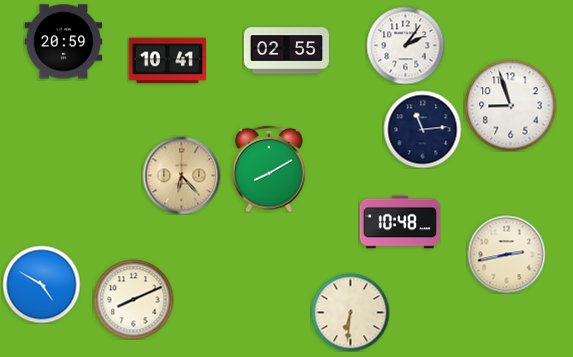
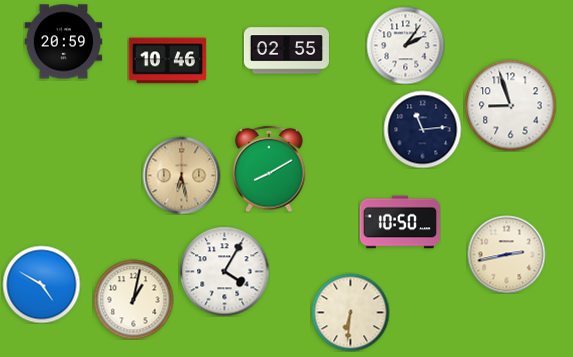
clock at (167, 61): 10:41 -> 10:46
clock at (181, 175): 6:23 -> 6:28
clock at (399, 222): 10:48 -> 10:50
clock at (224, 271): none -> 4:05
clock at (133, 299): 8:11 -> 1:02
